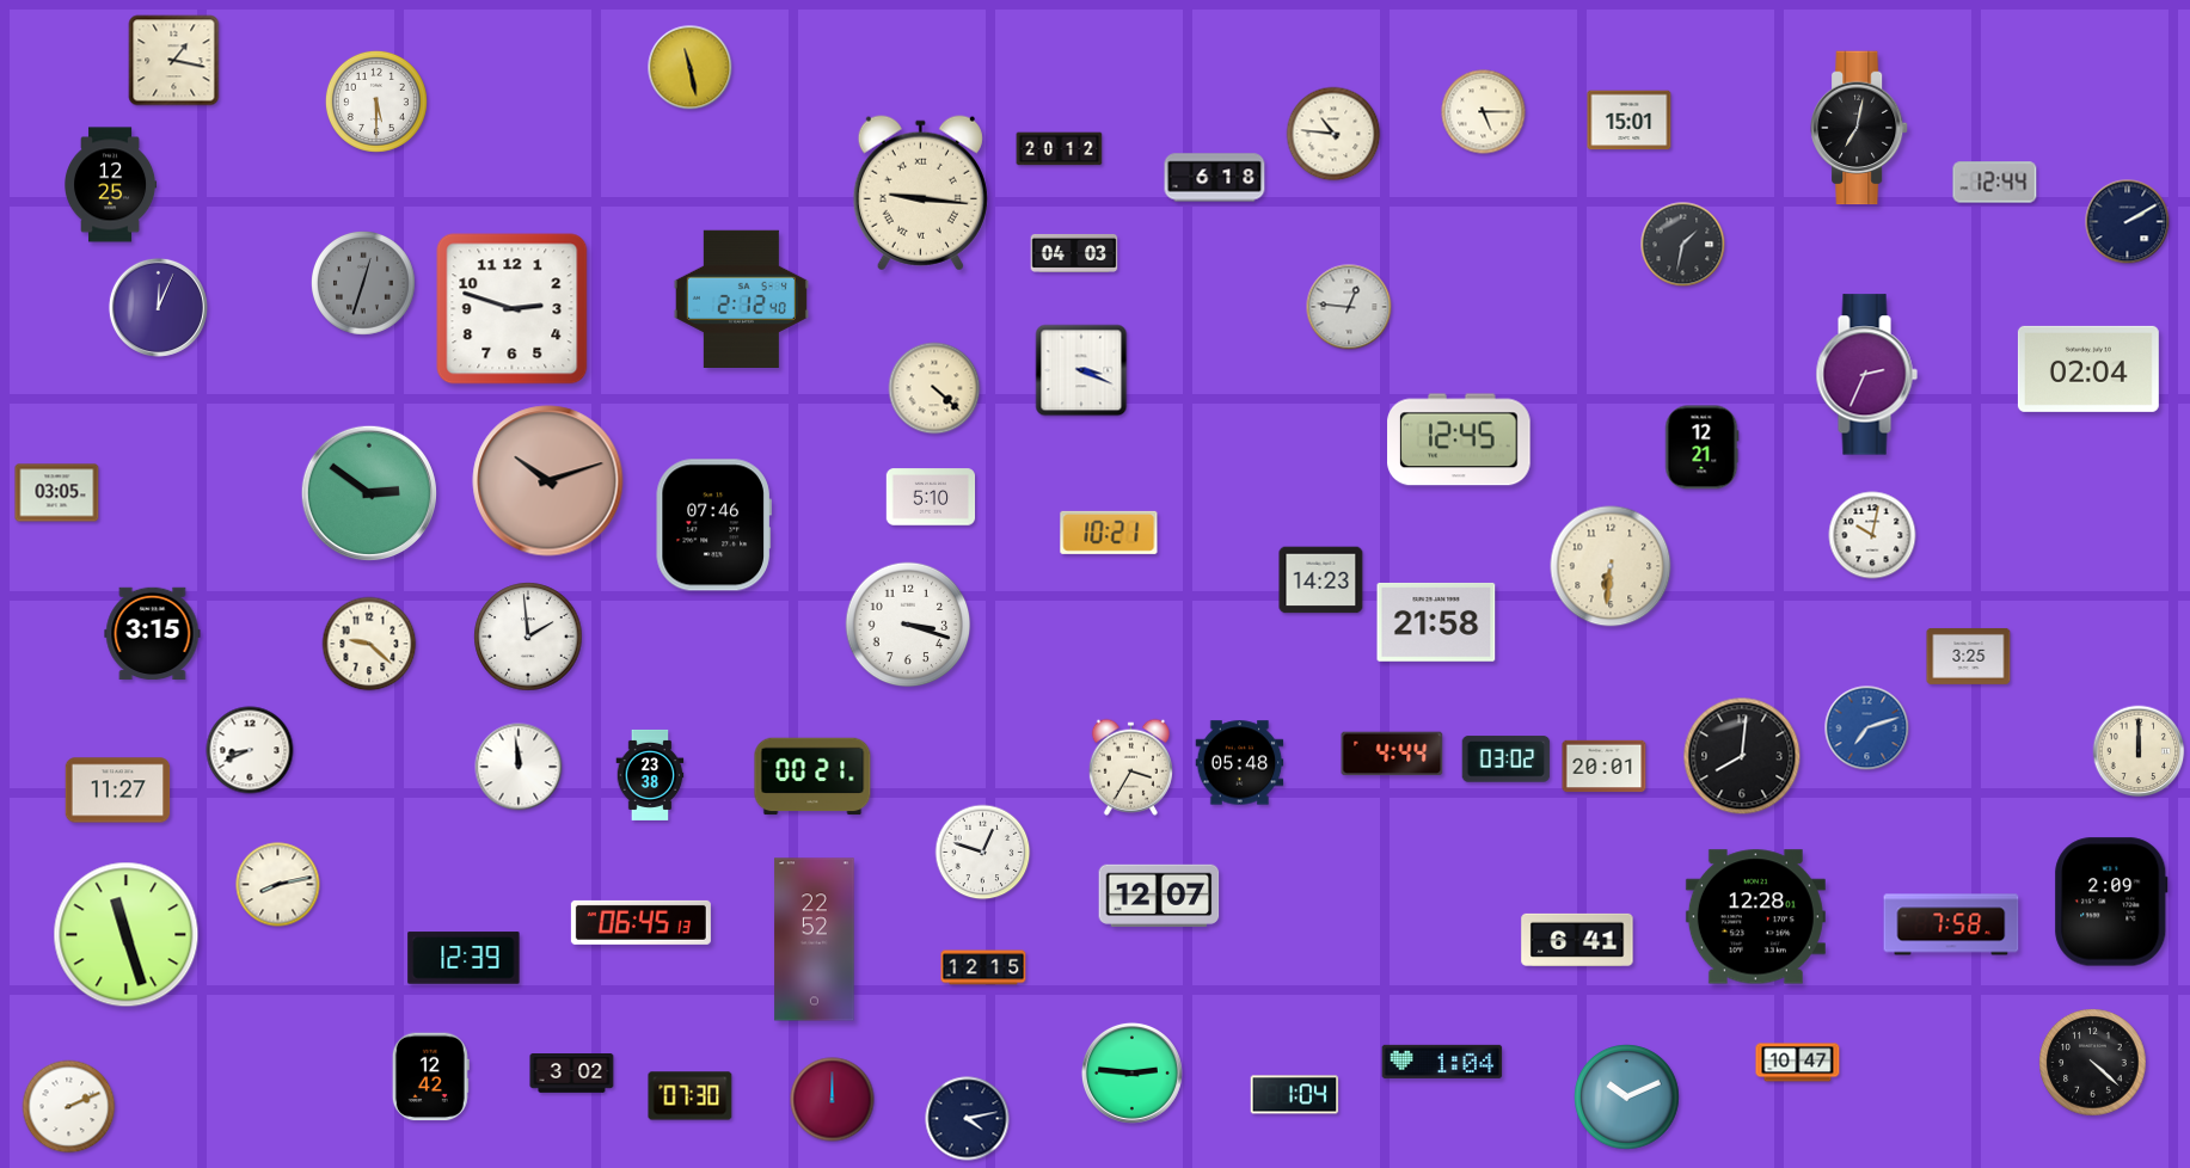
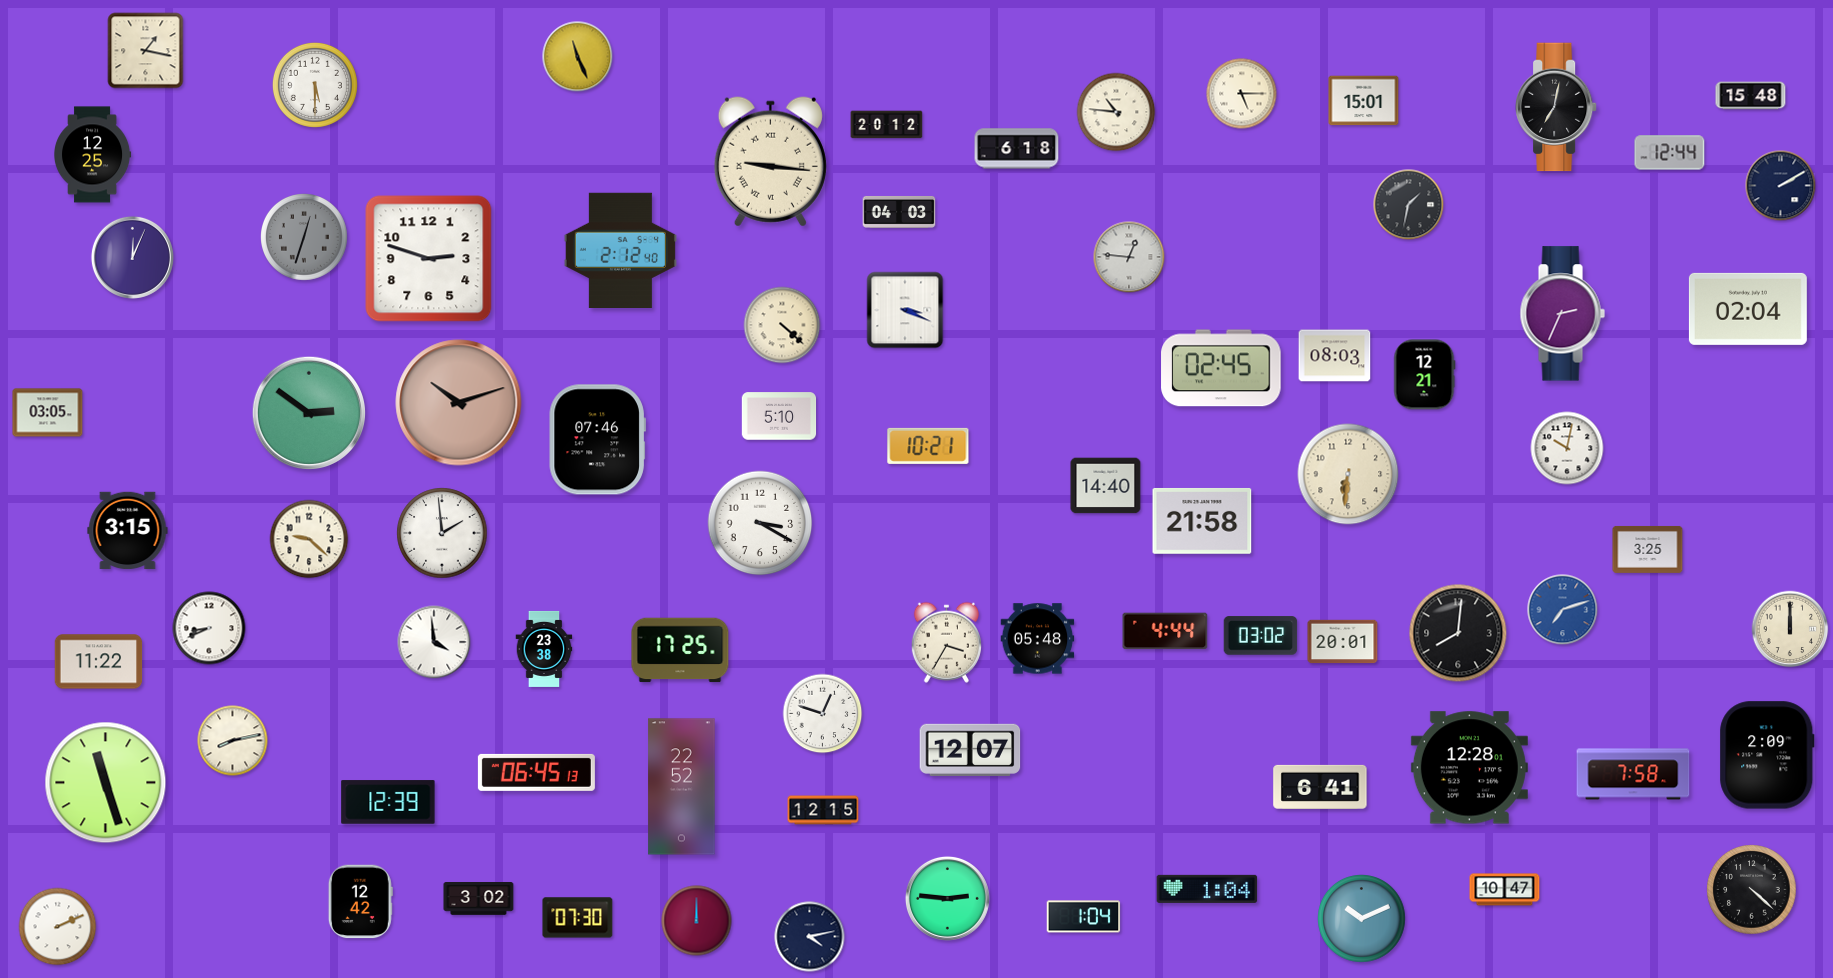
clock at (691, 68): 11:28 -> 11:26
clock at (1751, 96): none -> 15:48
clock at (1335, 356): none -> 08:03
clock at (1459, 439): 12:45 -> 02:45
clock at (1321, 580): 14:23 -> 14:40
clock at (908, 625): 3:18 -> 3:20
clock at (519, 767): 11:59 -> 3:59
clock at (812, 776): 00:21 -> 17:25
clock at (118, 791): 11:27 -> 11:22
